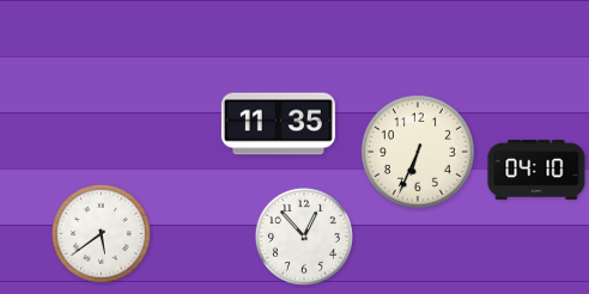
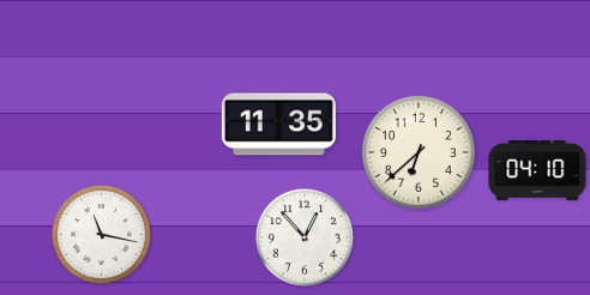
clock at (418, 152): 6:34 -> 6:38
clock at (101, 233): 5:39 -> 11:17
